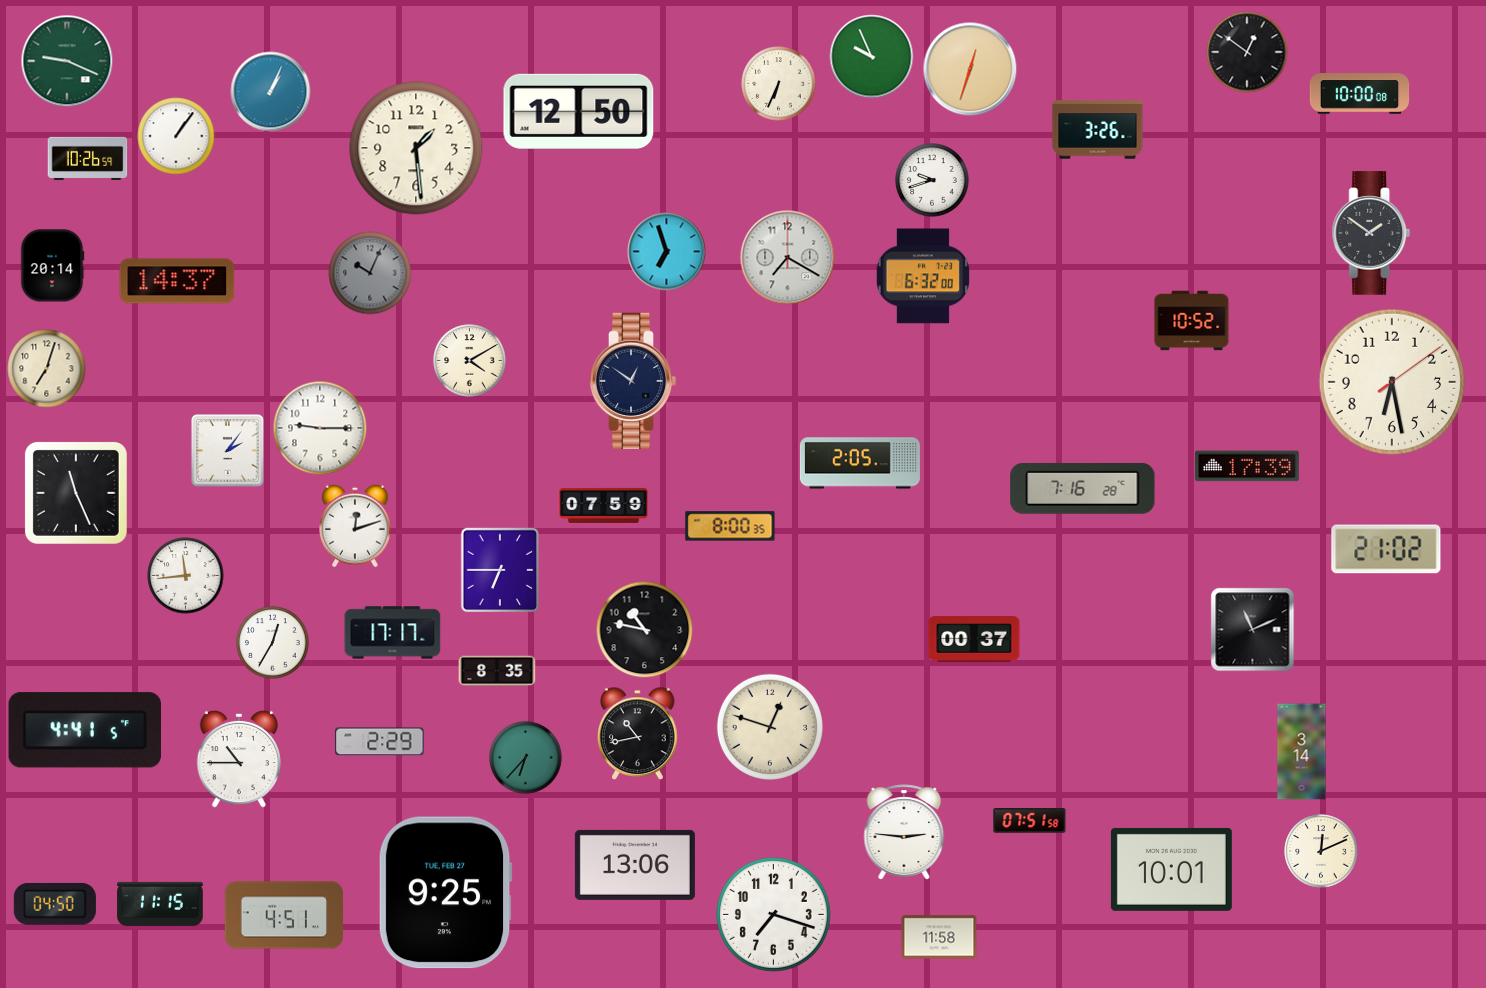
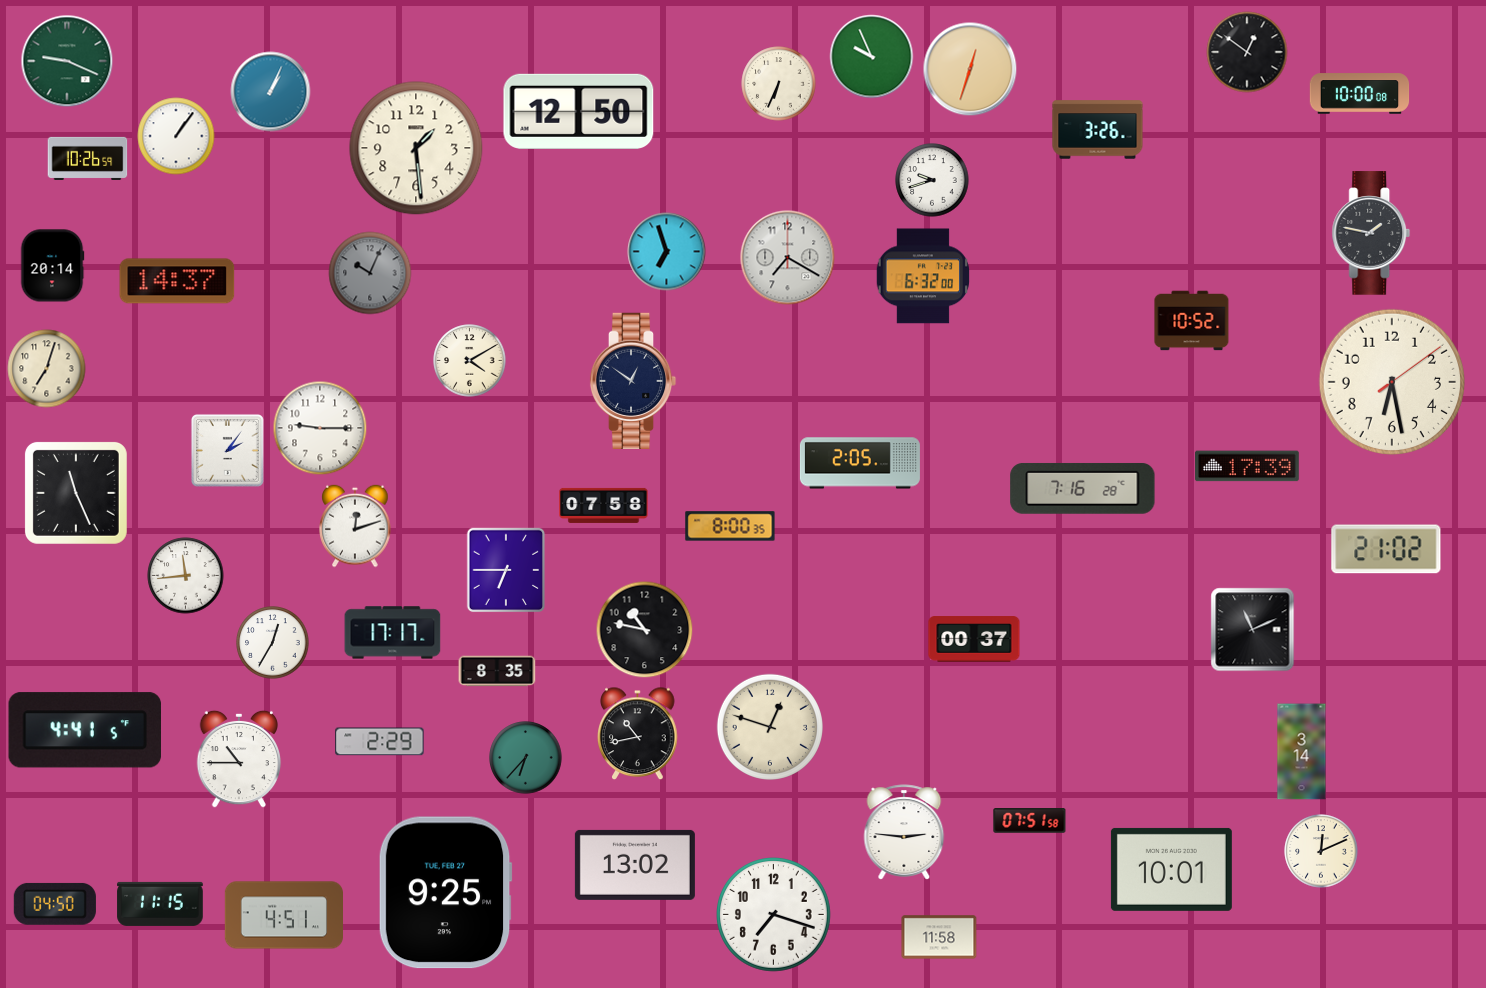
clock at (1371, 233): 1:51 -> 1:47
clock at (604, 505): 07:59 -> 07:58
clock at (500, 570) position: (500, 570) -> (506, 570)
clock at (635, 865): 13:06 -> 13:02
